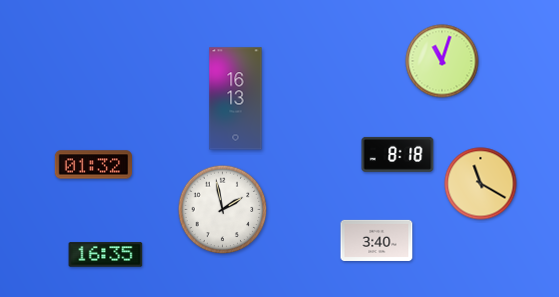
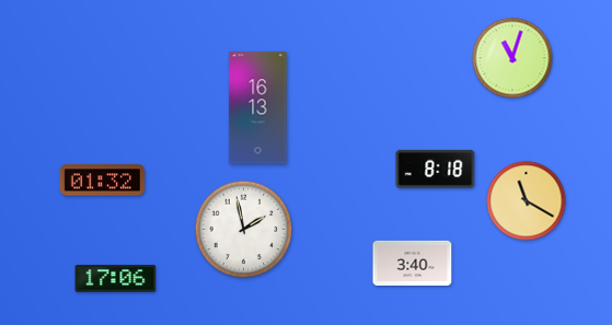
clock at (442, 61) position: (442, 61) -> (512, 58)
clock at (106, 255): 16:35 -> 17:06
